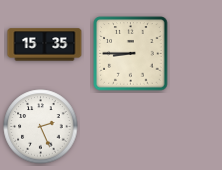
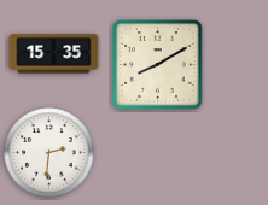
clock at (131, 54): 8:45 -> 8:10
clock at (41, 127): 2:26 -> 2:31
